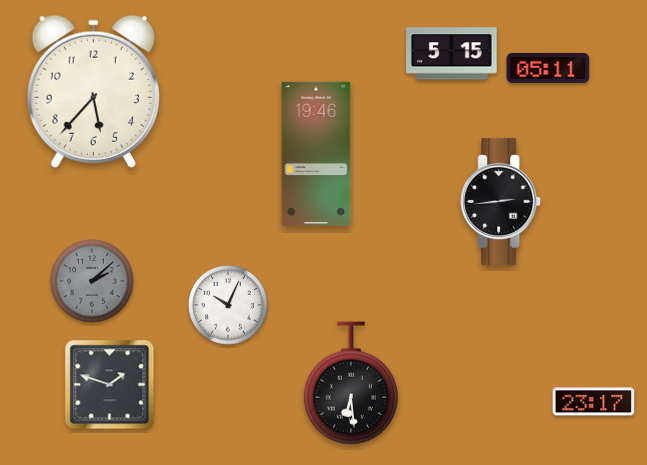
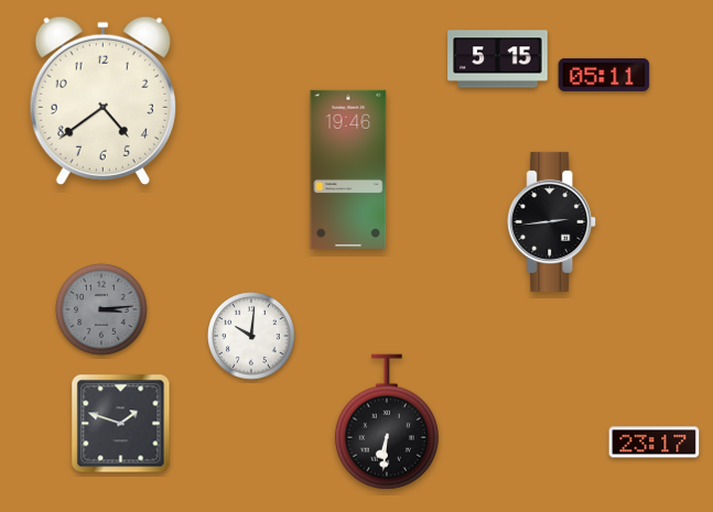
clock at (93, 91): 5:37 -> 4:39
clock at (92, 281): 2:08 -> 3:14
clock at (228, 305): 10:04 -> 10:01
clock at (351, 383): 6:29 -> 6:31
